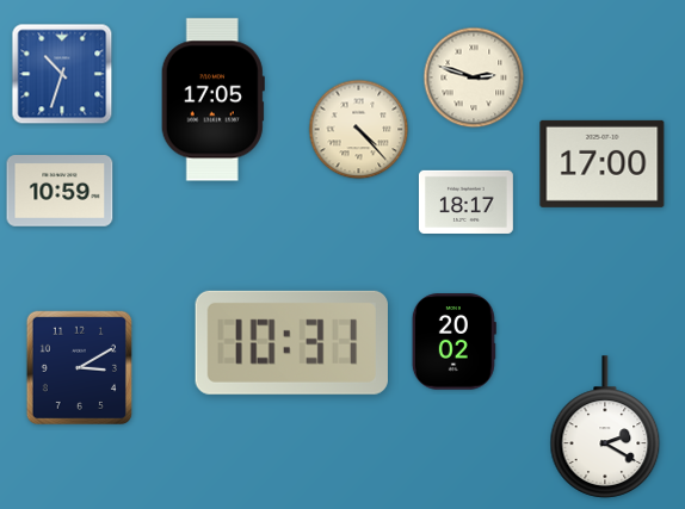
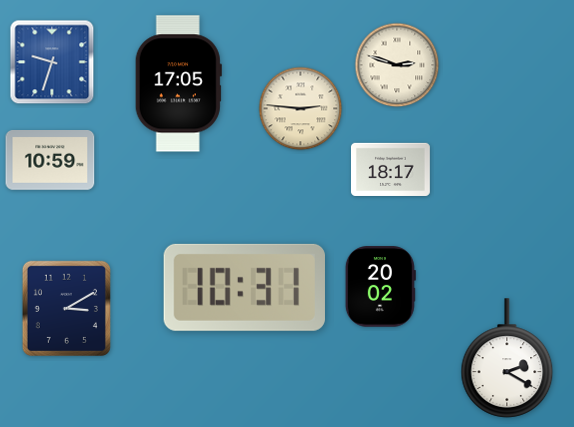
clock at (62, 74): 10:33 -> 9:33
clock at (359, 130): 4:23 -> 2:46
clock at (603, 163): 17:00 -> none
